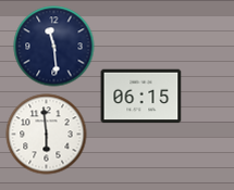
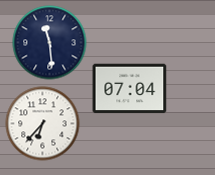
clock at (141, 97): 06:15 -> 07:04
clock at (47, 135): 5:59 -> 6:37
